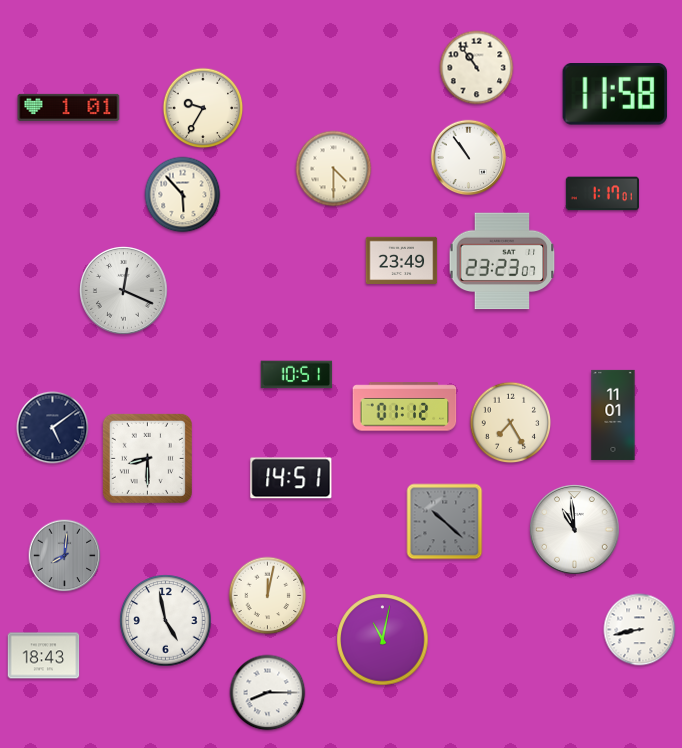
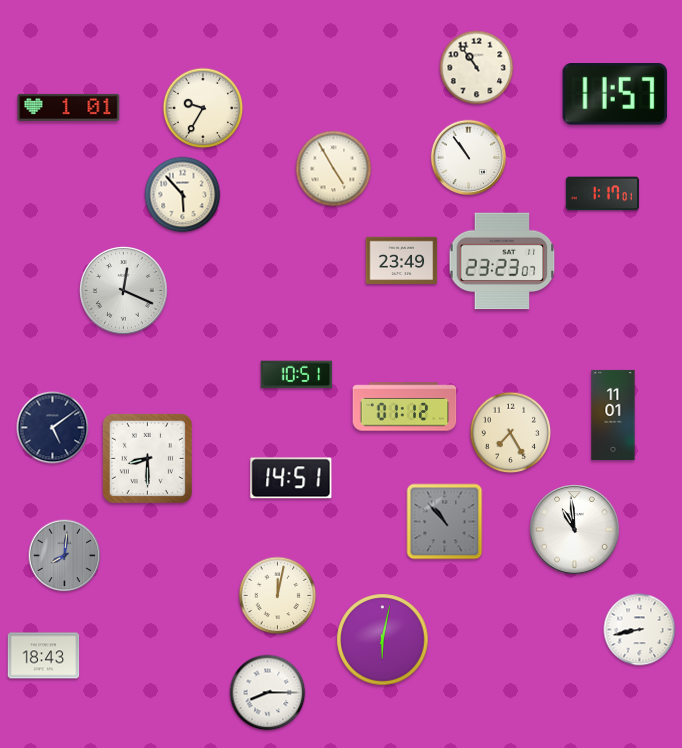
clock at (615, 95): 11:58 -> 11:57
clock at (334, 169): 4:30 -> 4:55
clock at (511, 423) position: (511, 423) -> (511, 433)
clock at (445, 522): 10:22 -> 10:53
clock at (268, 596) position: (268, 596) -> (278, 596)
clock at (166, 621): 4:58 -> none
clock at (383, 640): 11:02 -> 6:02
